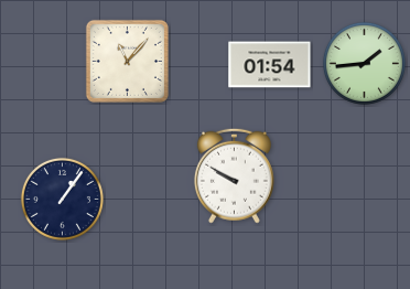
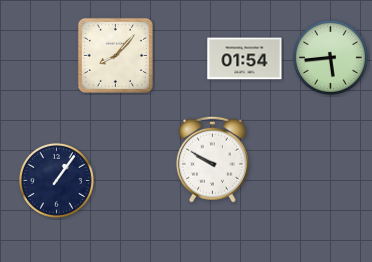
clock at (127, 61): 11:07 -> 8:07
clock at (364, 63): 1:44 -> 5:44
